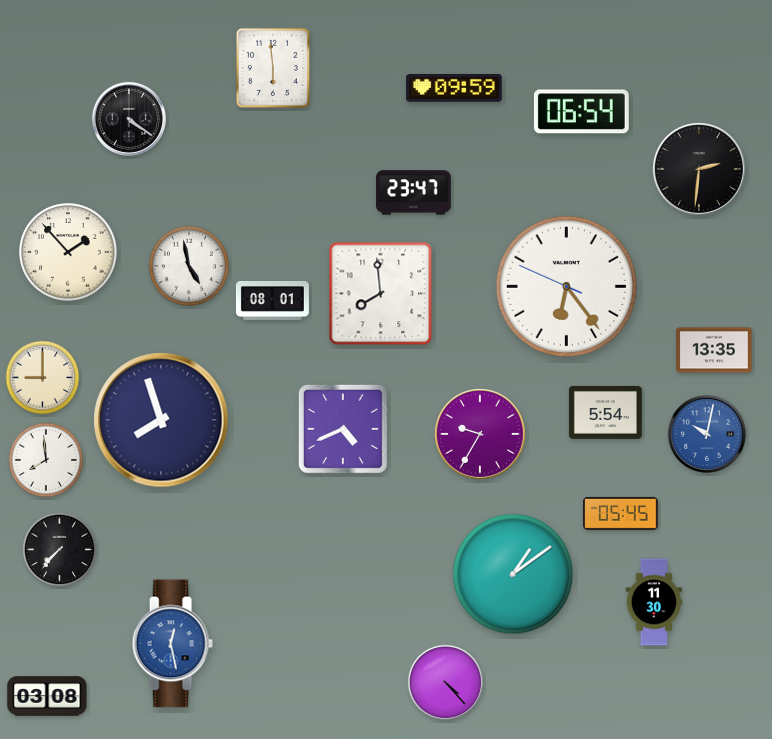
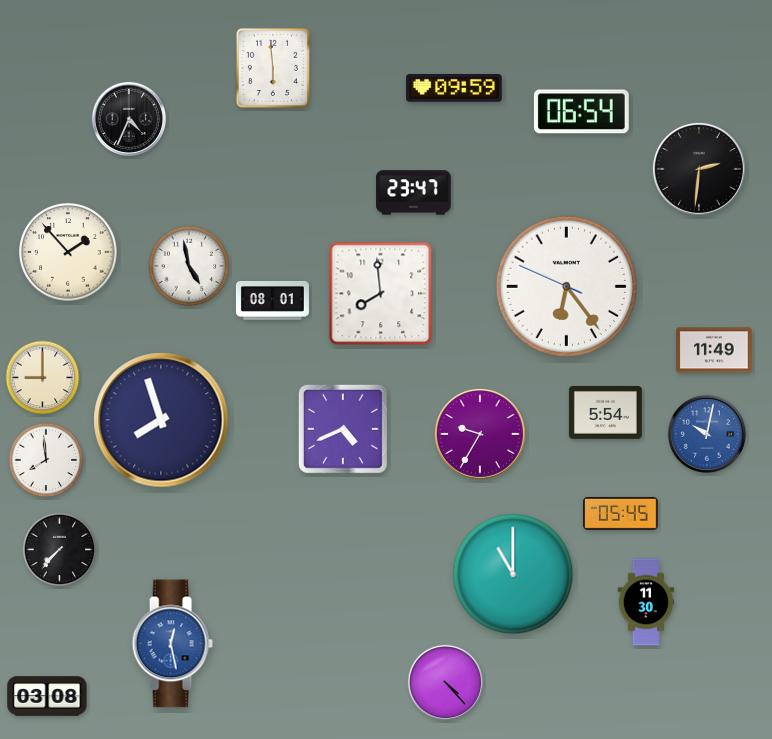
clock at (129, 119): 4:21 -> 4:34
clock at (714, 350): 13:35 -> 11:49
clock at (513, 574): 1:09 -> 11:00
clock at (654, 602) position: (654, 602) -> (646, 602)
